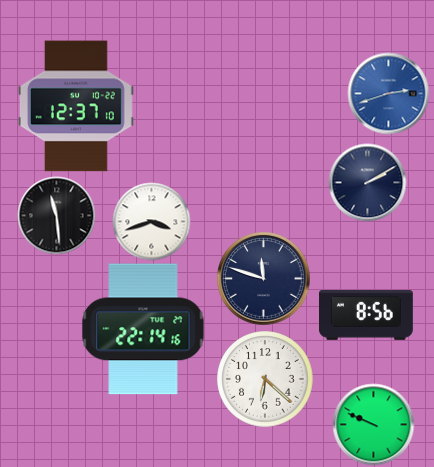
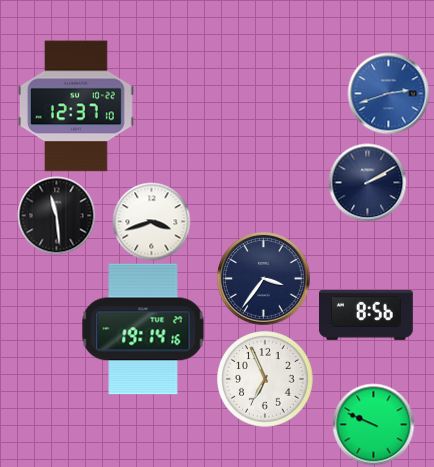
clock at (263, 278): 11:48 -> 3:36
clock at (143, 329): 22:14 -> 19:14
clock at (265, 379): 6:22 -> 6:56
